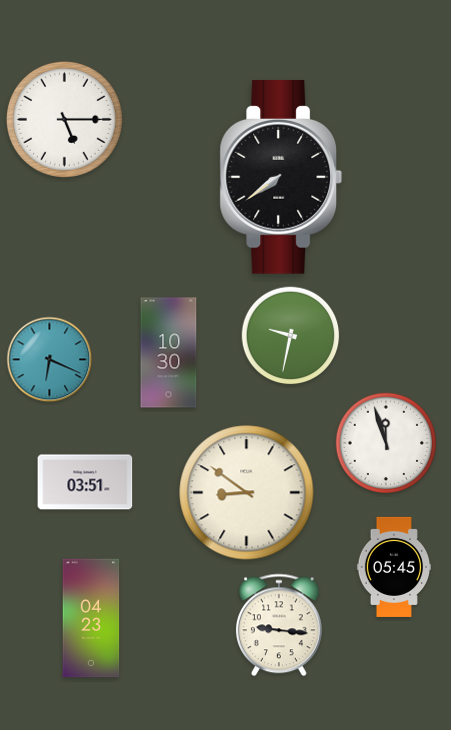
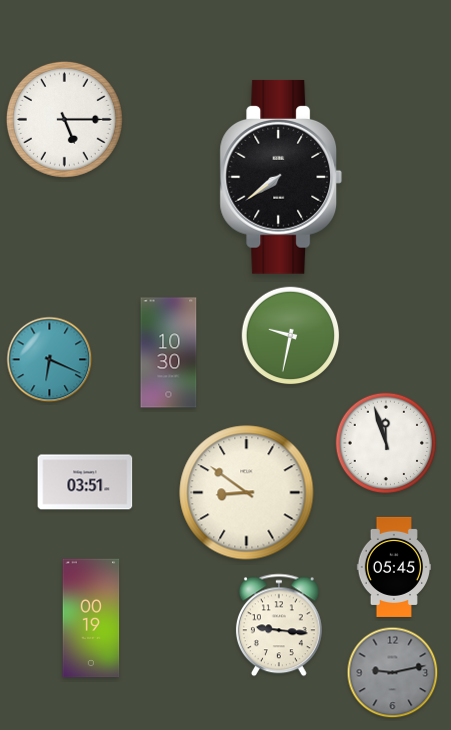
clock at (91, 618): 04:23 -> 00:19
clock at (393, 673): none -> 9:13
